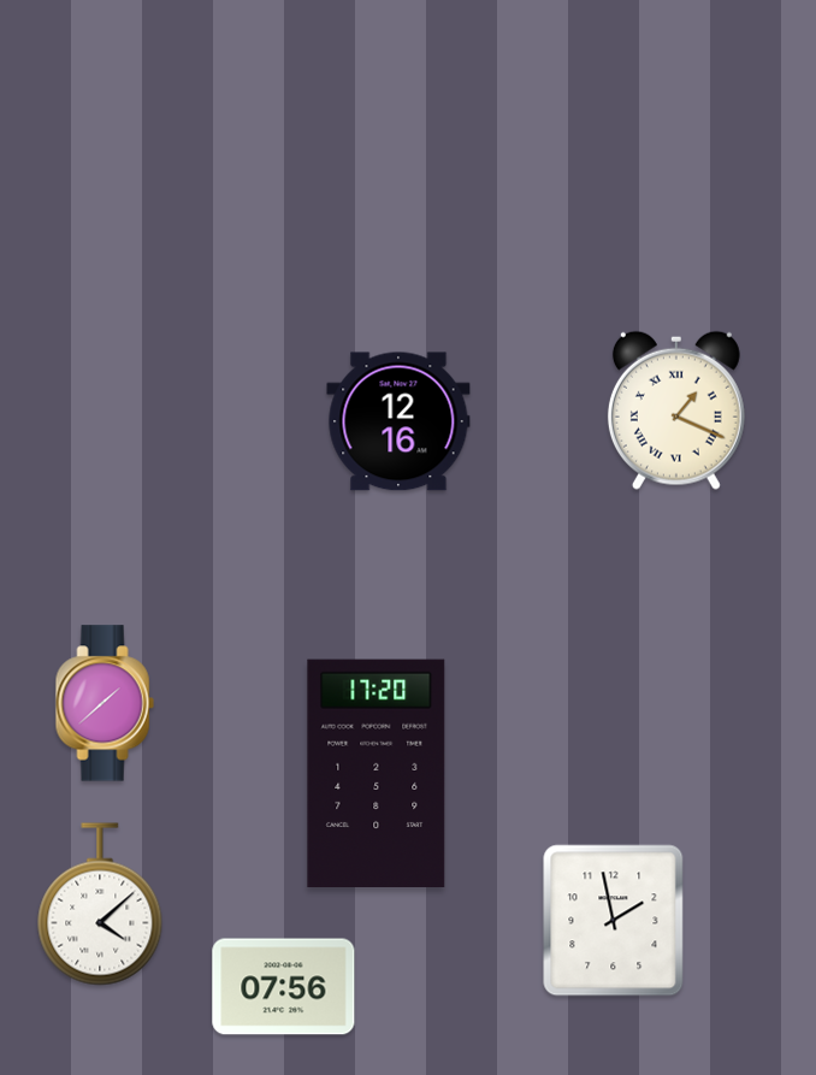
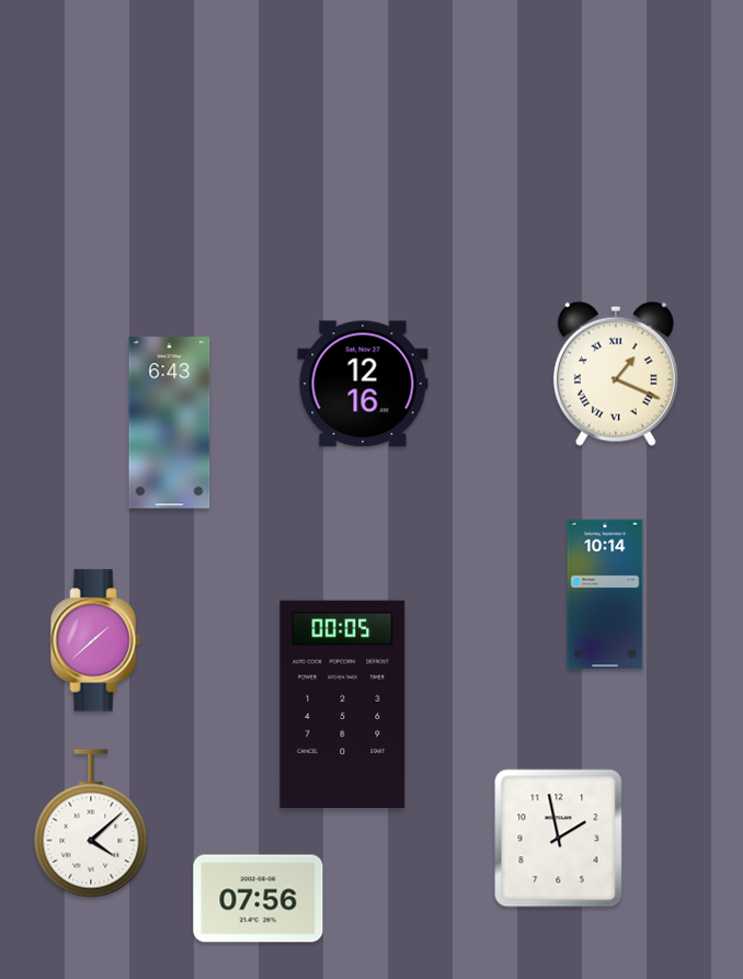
clock at (170, 423): none -> 6:43
clock at (605, 594): none -> 10:14
clock at (377, 773): 17:20 -> 00:05
